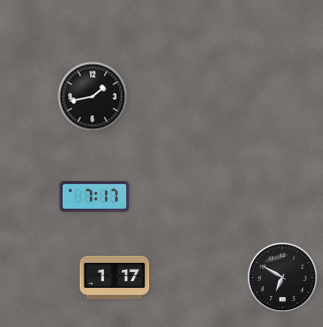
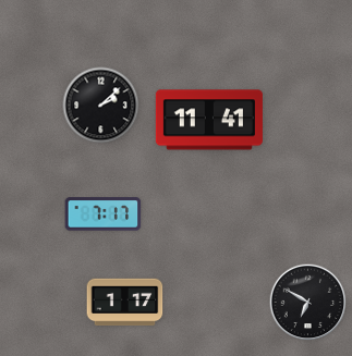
clock at (93, 97): 1:43 -> 2:08
clock at (209, 120): none -> 11:41
